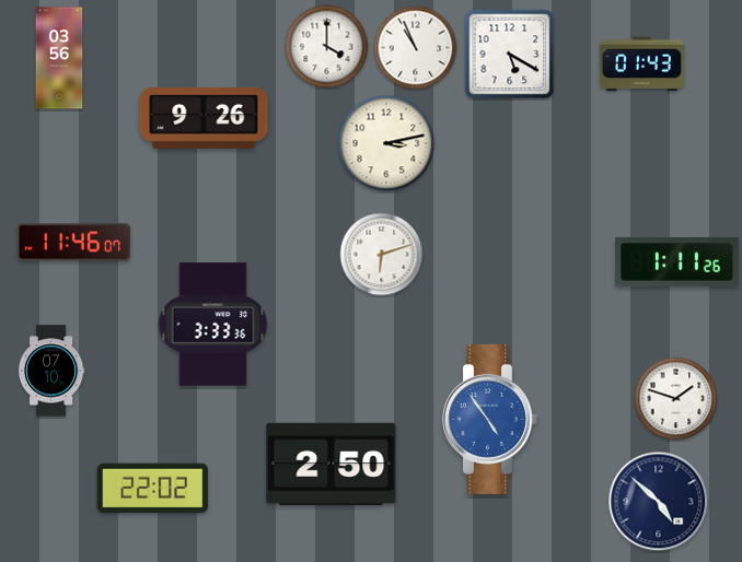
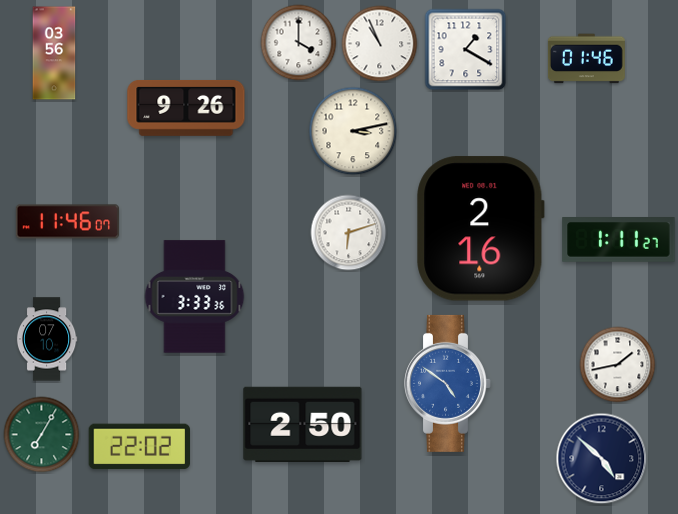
clock at (510, 55): 5:20 -> 1:20
clock at (641, 65): 01:43 -> 01:46
clock at (481, 229): none -> 2:16
clock at (677, 262): 1:11:26 -> 1:11:27
clock at (676, 399): 1:48 -> 1:43
clock at (490, 419): 4:54 -> 4:51
clock at (42, 435): none -> 7:05
